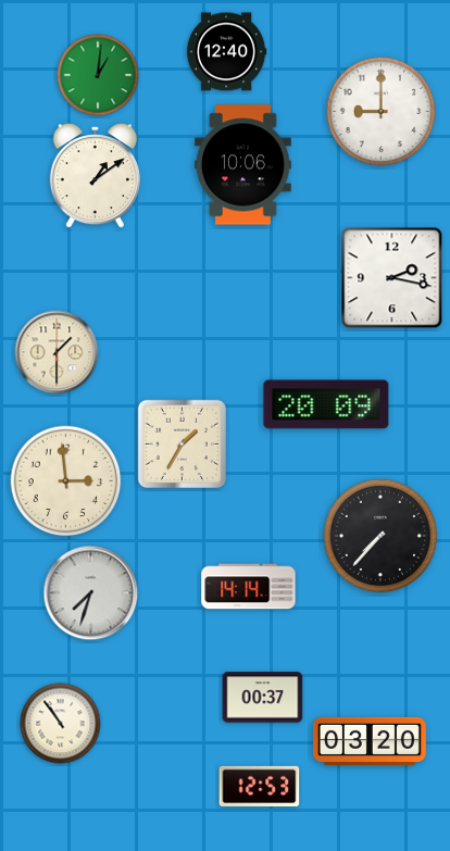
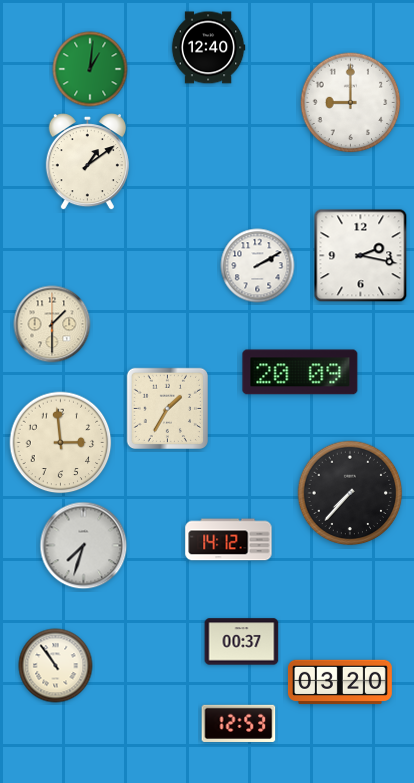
clock at (243, 165): 10:06 -> none
clock at (258, 266): none -> 2:10
clock at (249, 587): 14:14 -> 14:12
